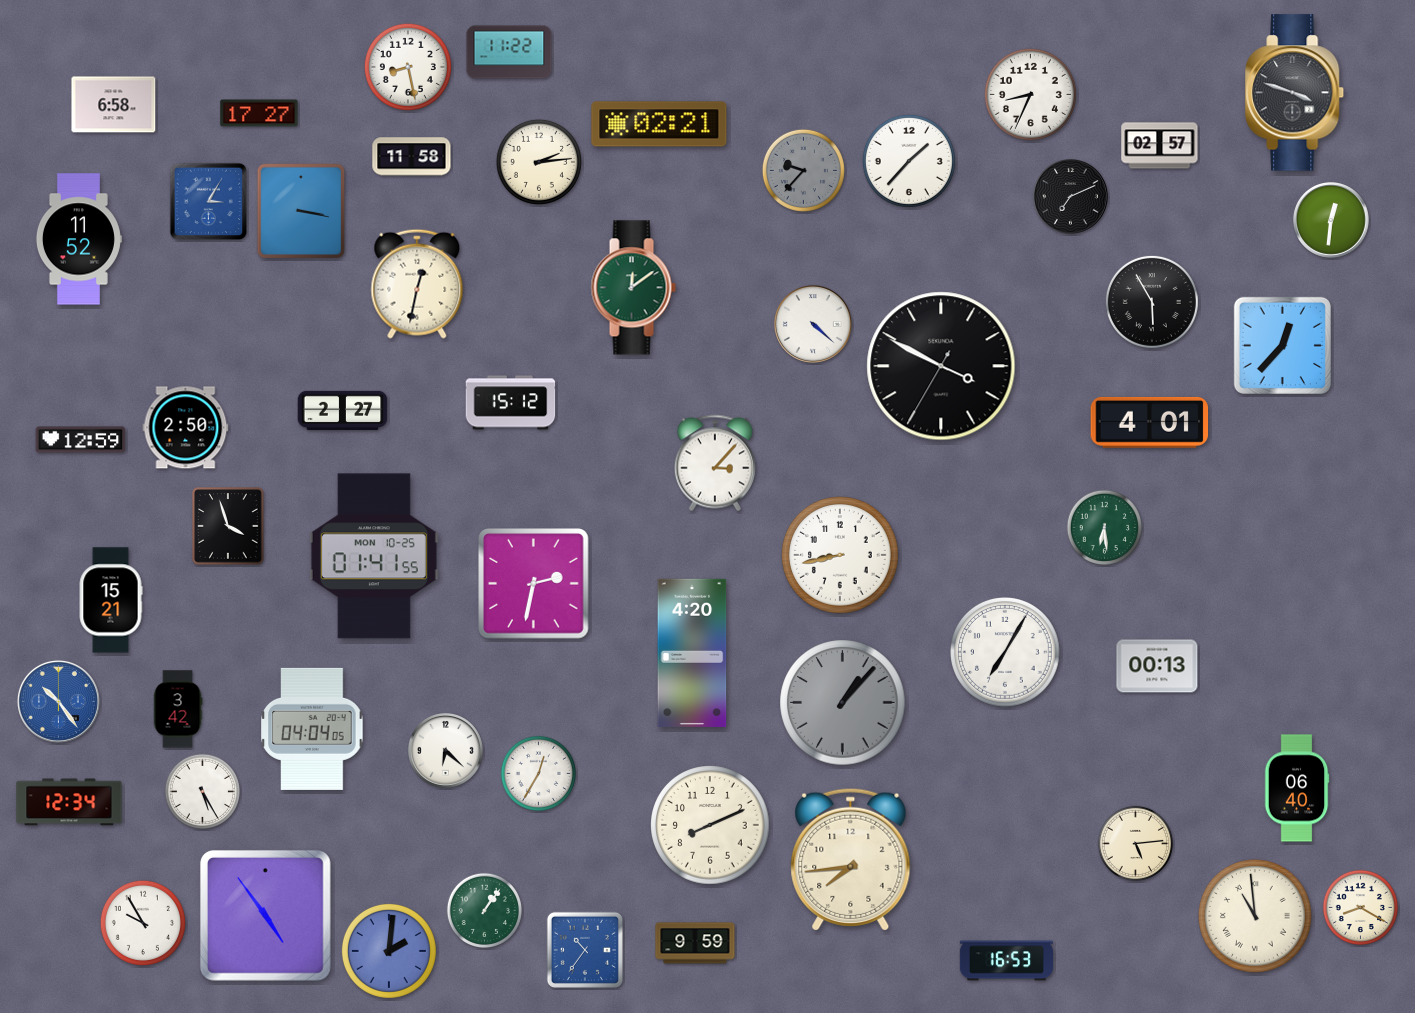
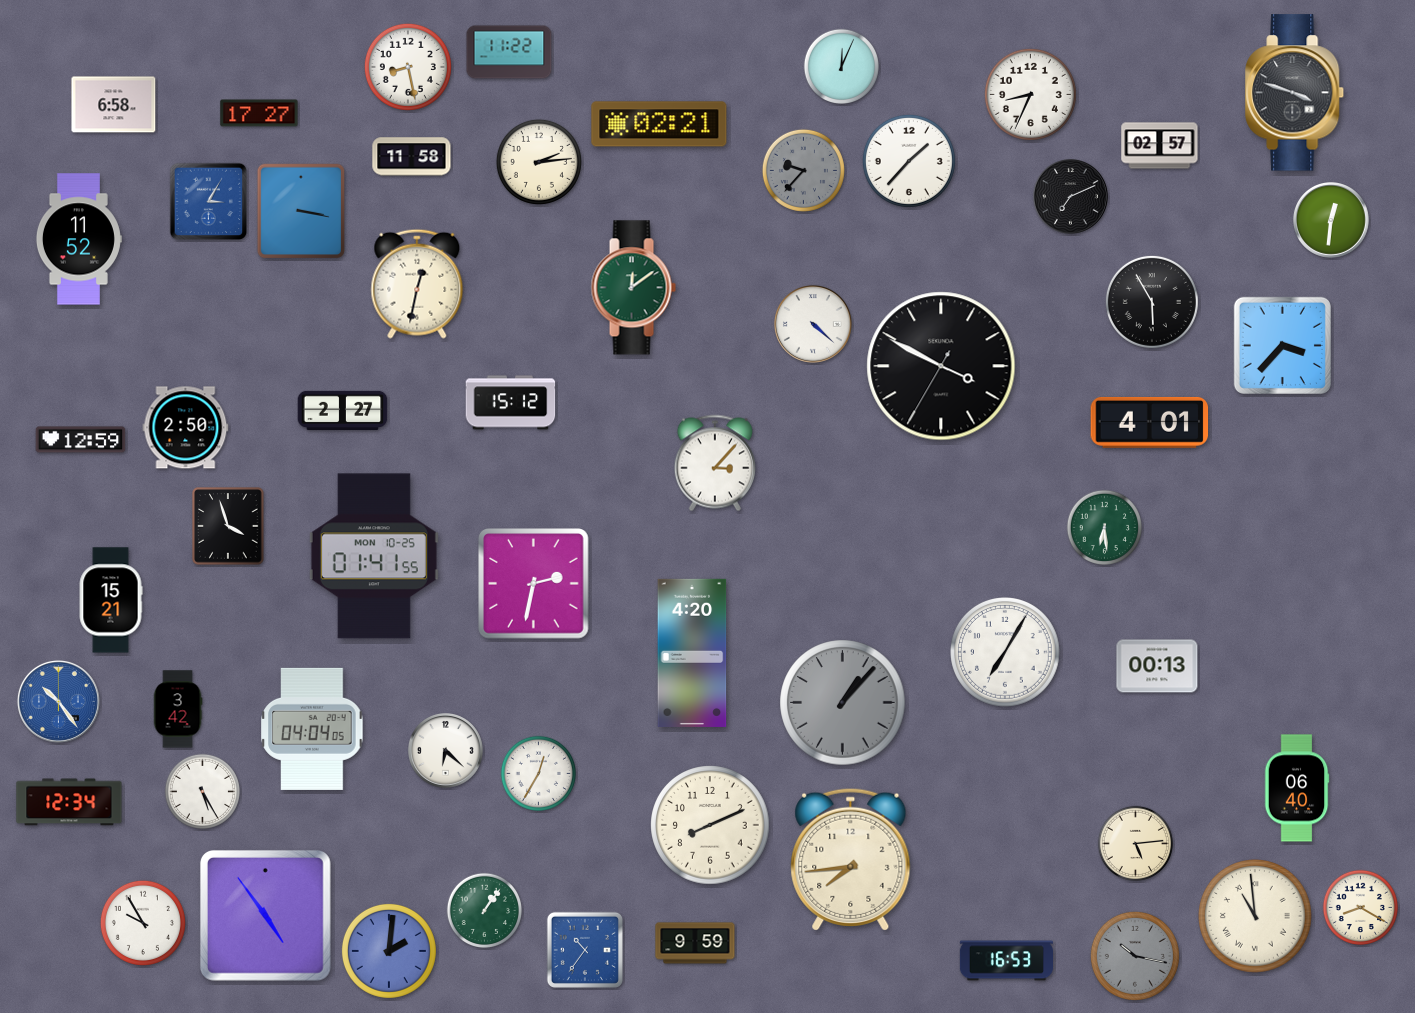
clock at (841, 66): none -> 12:04
clock at (1282, 345): 12:37 -> 3:37
clock at (840, 555): 8:43 -> none
clock at (1135, 956): none -> 10:17
